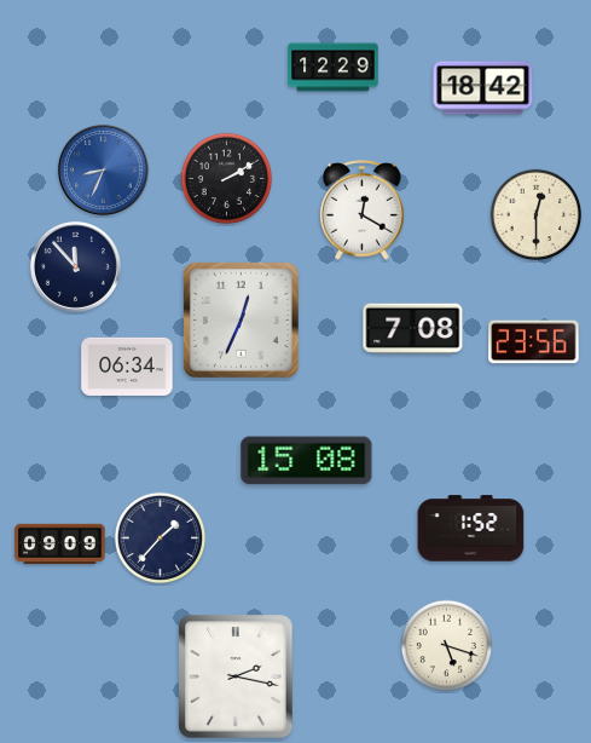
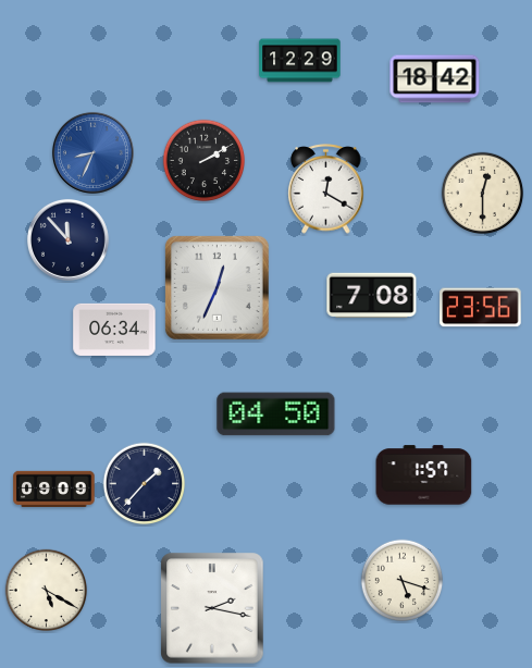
clock at (307, 461): 15:08 -> 04:50
clock at (471, 529): 1:52 -> 1:57
clock at (47, 591): none -> 5:20
